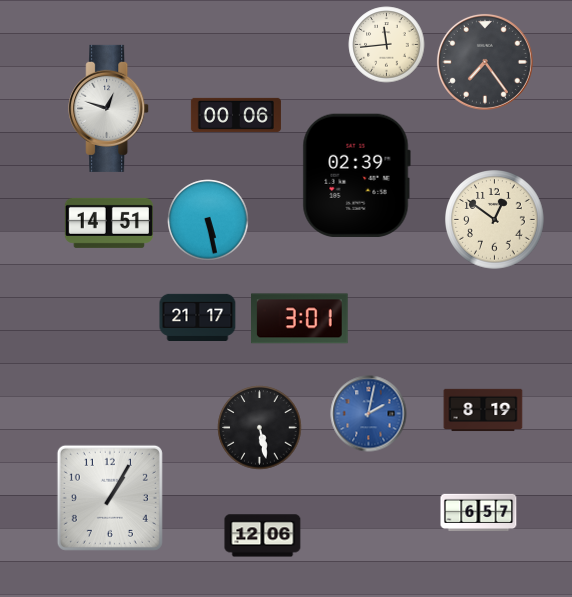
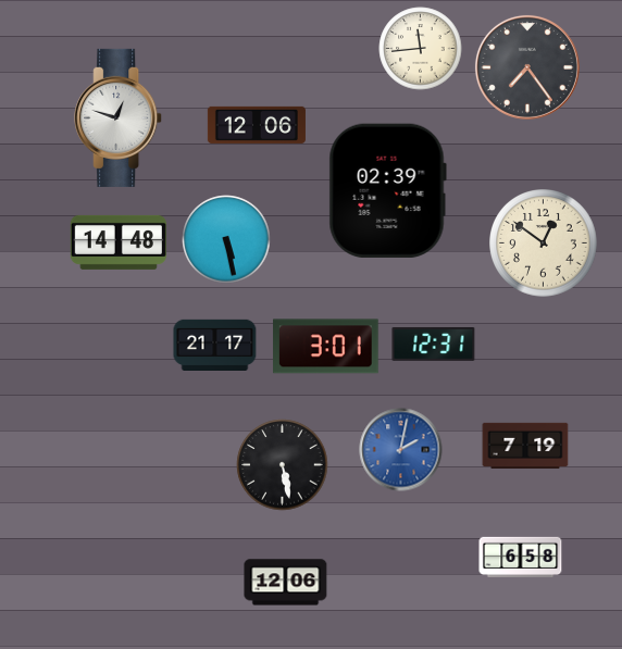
clock at (236, 115): 00:06 -> 12:06
clock at (495, 220) position: (495, 220) -> (544, 244)
clock at (108, 223): 14:51 -> 14:48
clock at (434, 344): none -> 12:31
clock at (483, 410): 8:19 -> 7:19
clock at (110, 498): 1:05 -> none
clock at (479, 512): 6:57 -> 6:58
